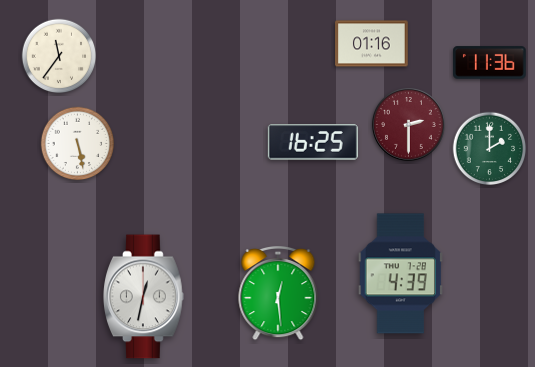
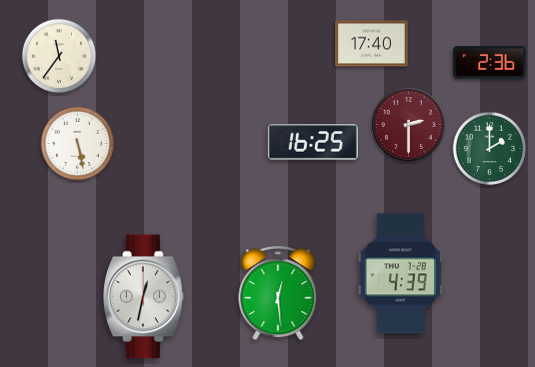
clock at (372, 44): 01:16 -> 17:40
clock at (490, 63): 11:36 -> 2:36
